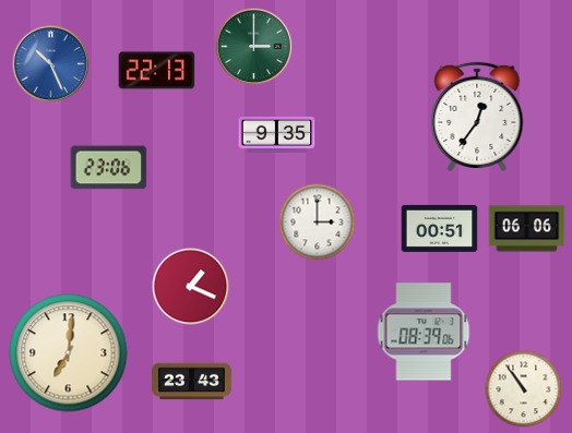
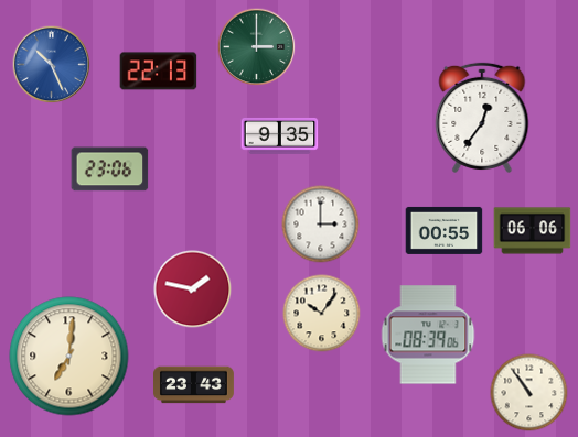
clock at (440, 228): 00:51 -> 00:55
clock at (191, 287): 1:19 -> 1:47
clock at (322, 314): none -> 10:06
